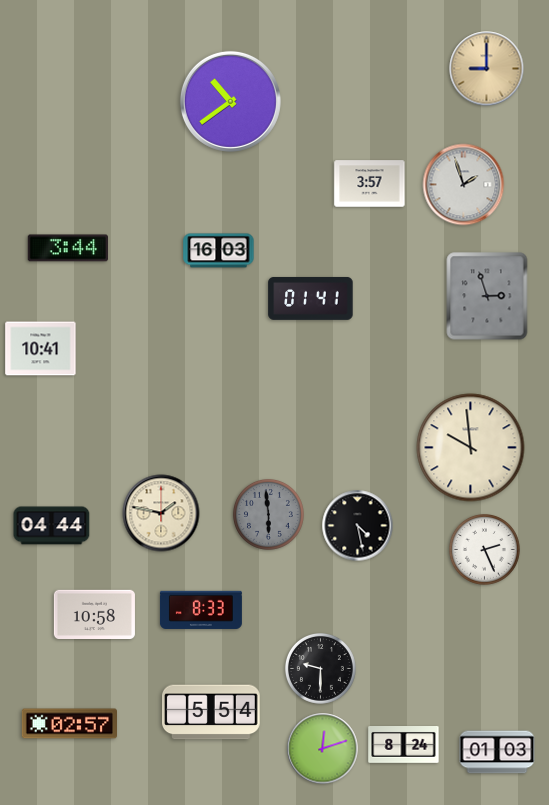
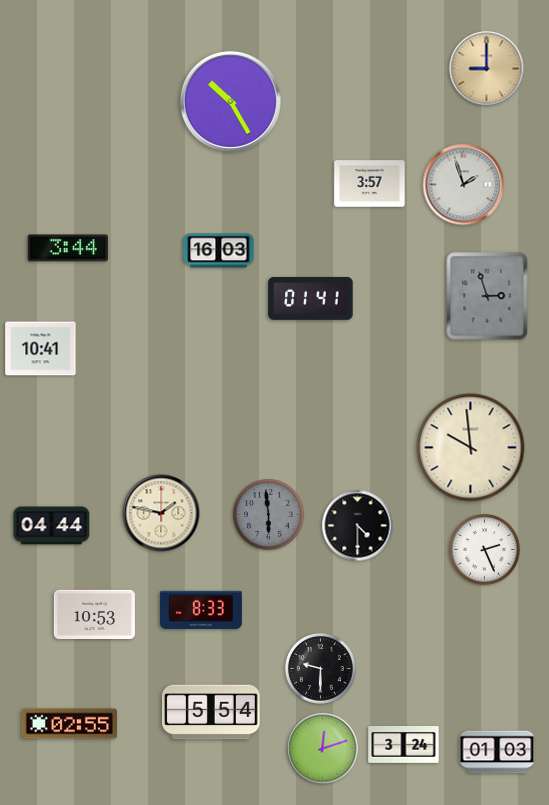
clock at (230, 101): 10:39 -> 10:25
clock at (358, 526): 4:28 -> 4:30
clock at (94, 614): 10:58 -> 10:53
clock at (69, 724): 02:57 -> 02:55
clock at (404, 745): 8:24 -> 3:24
